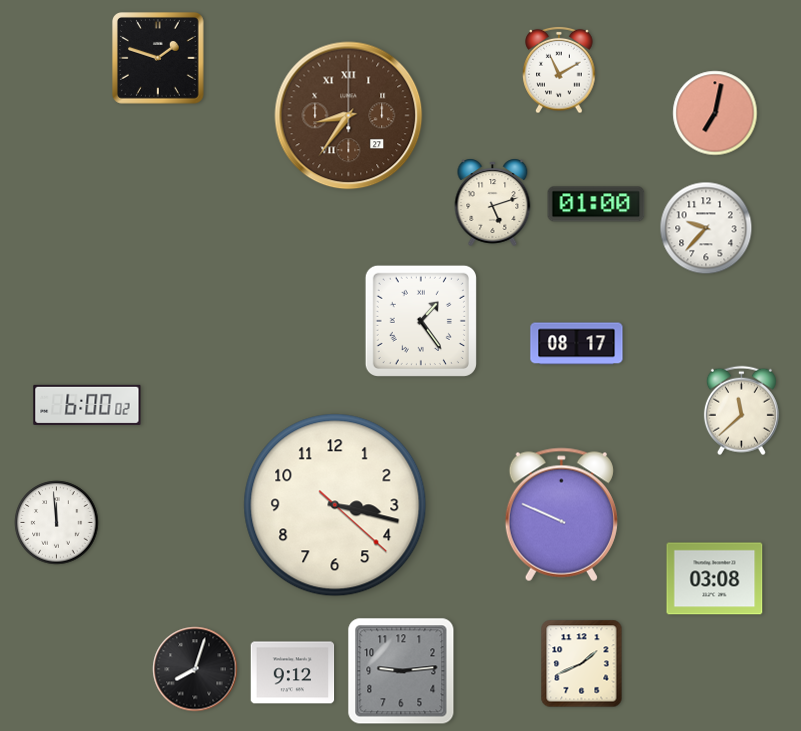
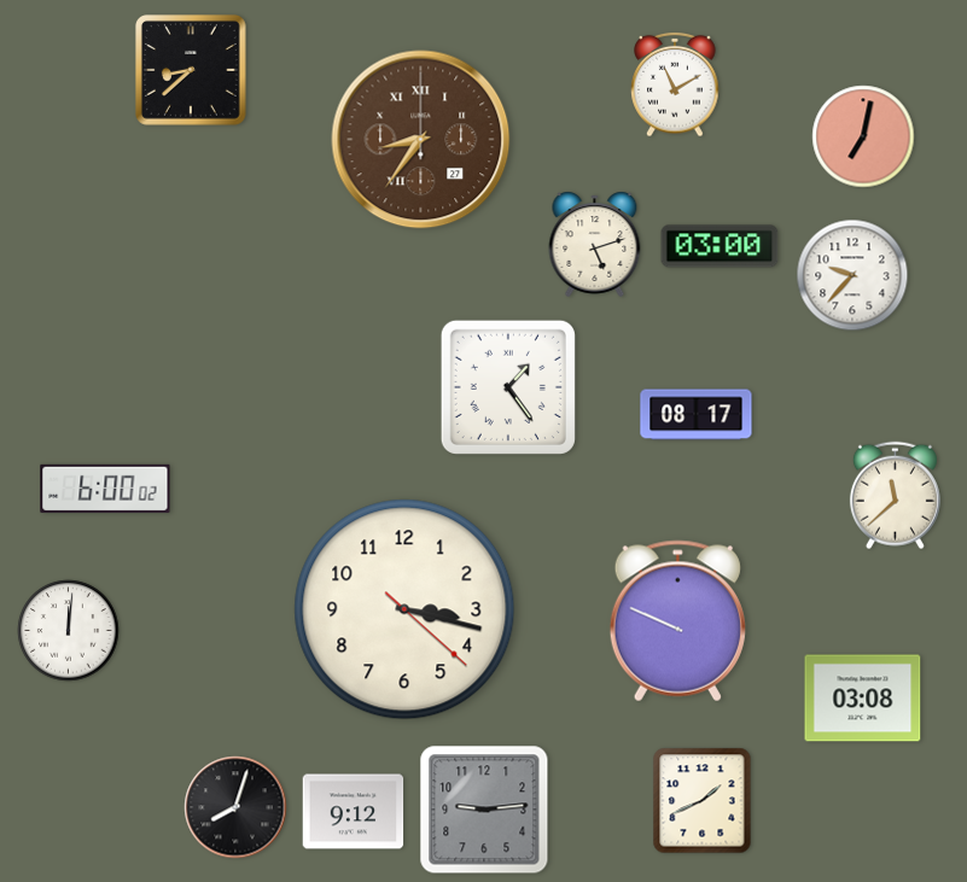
clock at (159, 59): 1:48 -> 8:38
clock at (596, 204): 01:00 -> 03:00
clock at (57, 523): 11:59 -> 12:01
